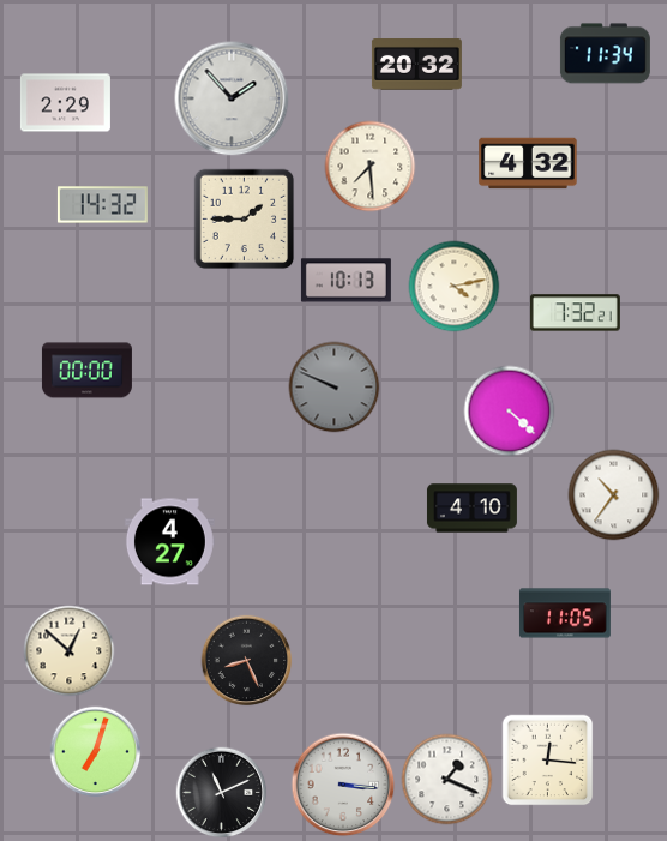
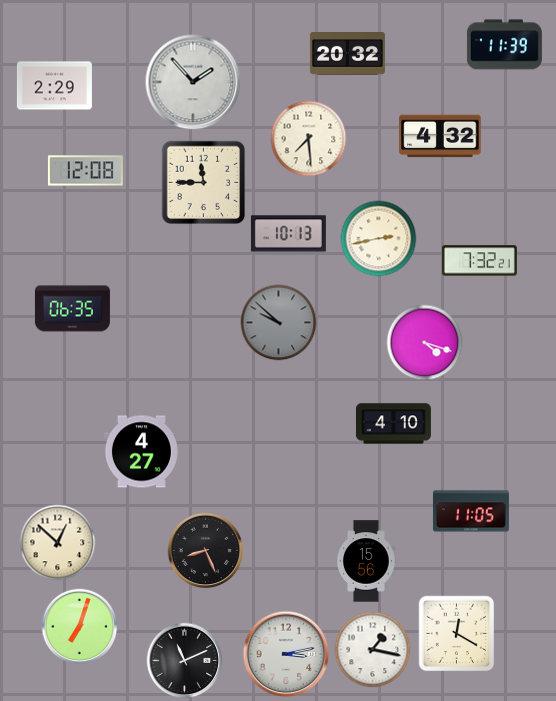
clock at (605, 54): 11:34 -> 11:39
clock at (102, 205): 14:32 -> 12:08
clock at (245, 220): 1:45 -> 11:45
clock at (455, 287): 4:13 -> 2:43
clock at (86, 371): 00:00 -> 06:35
clock at (335, 388): 9:49 -> 9:52
clock at (510, 412): 4:22 -> 4:18
clock at (614, 495): 10:36 -> none
clock at (367, 561): none -> 15:56
clock at (548, 761): 12:16 -> 12:20
clock at (447, 780): 1:19 -> 1:17
clock at (343, 785): 3:16 -> 3:13
